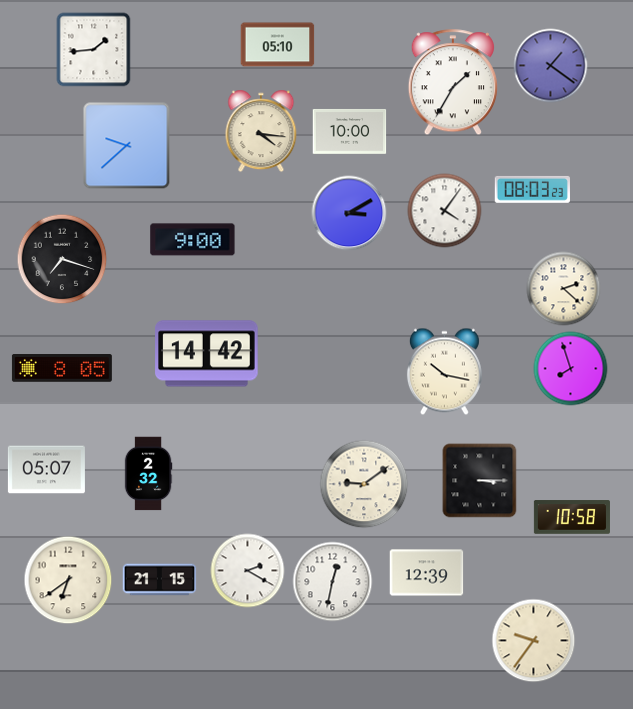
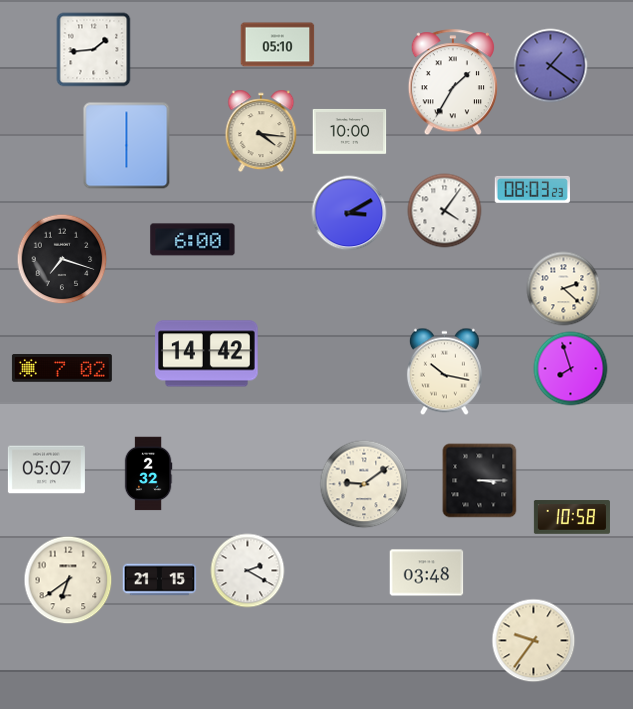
clock at (127, 146): 9:38 -> 6:00
clock at (193, 240): 9:00 -> 6:00
clock at (62, 369): 8:05 -> 7:02
clock at (427, 573): 12:39 -> 03:48
clock at (333, 582): 12:32 -> none
